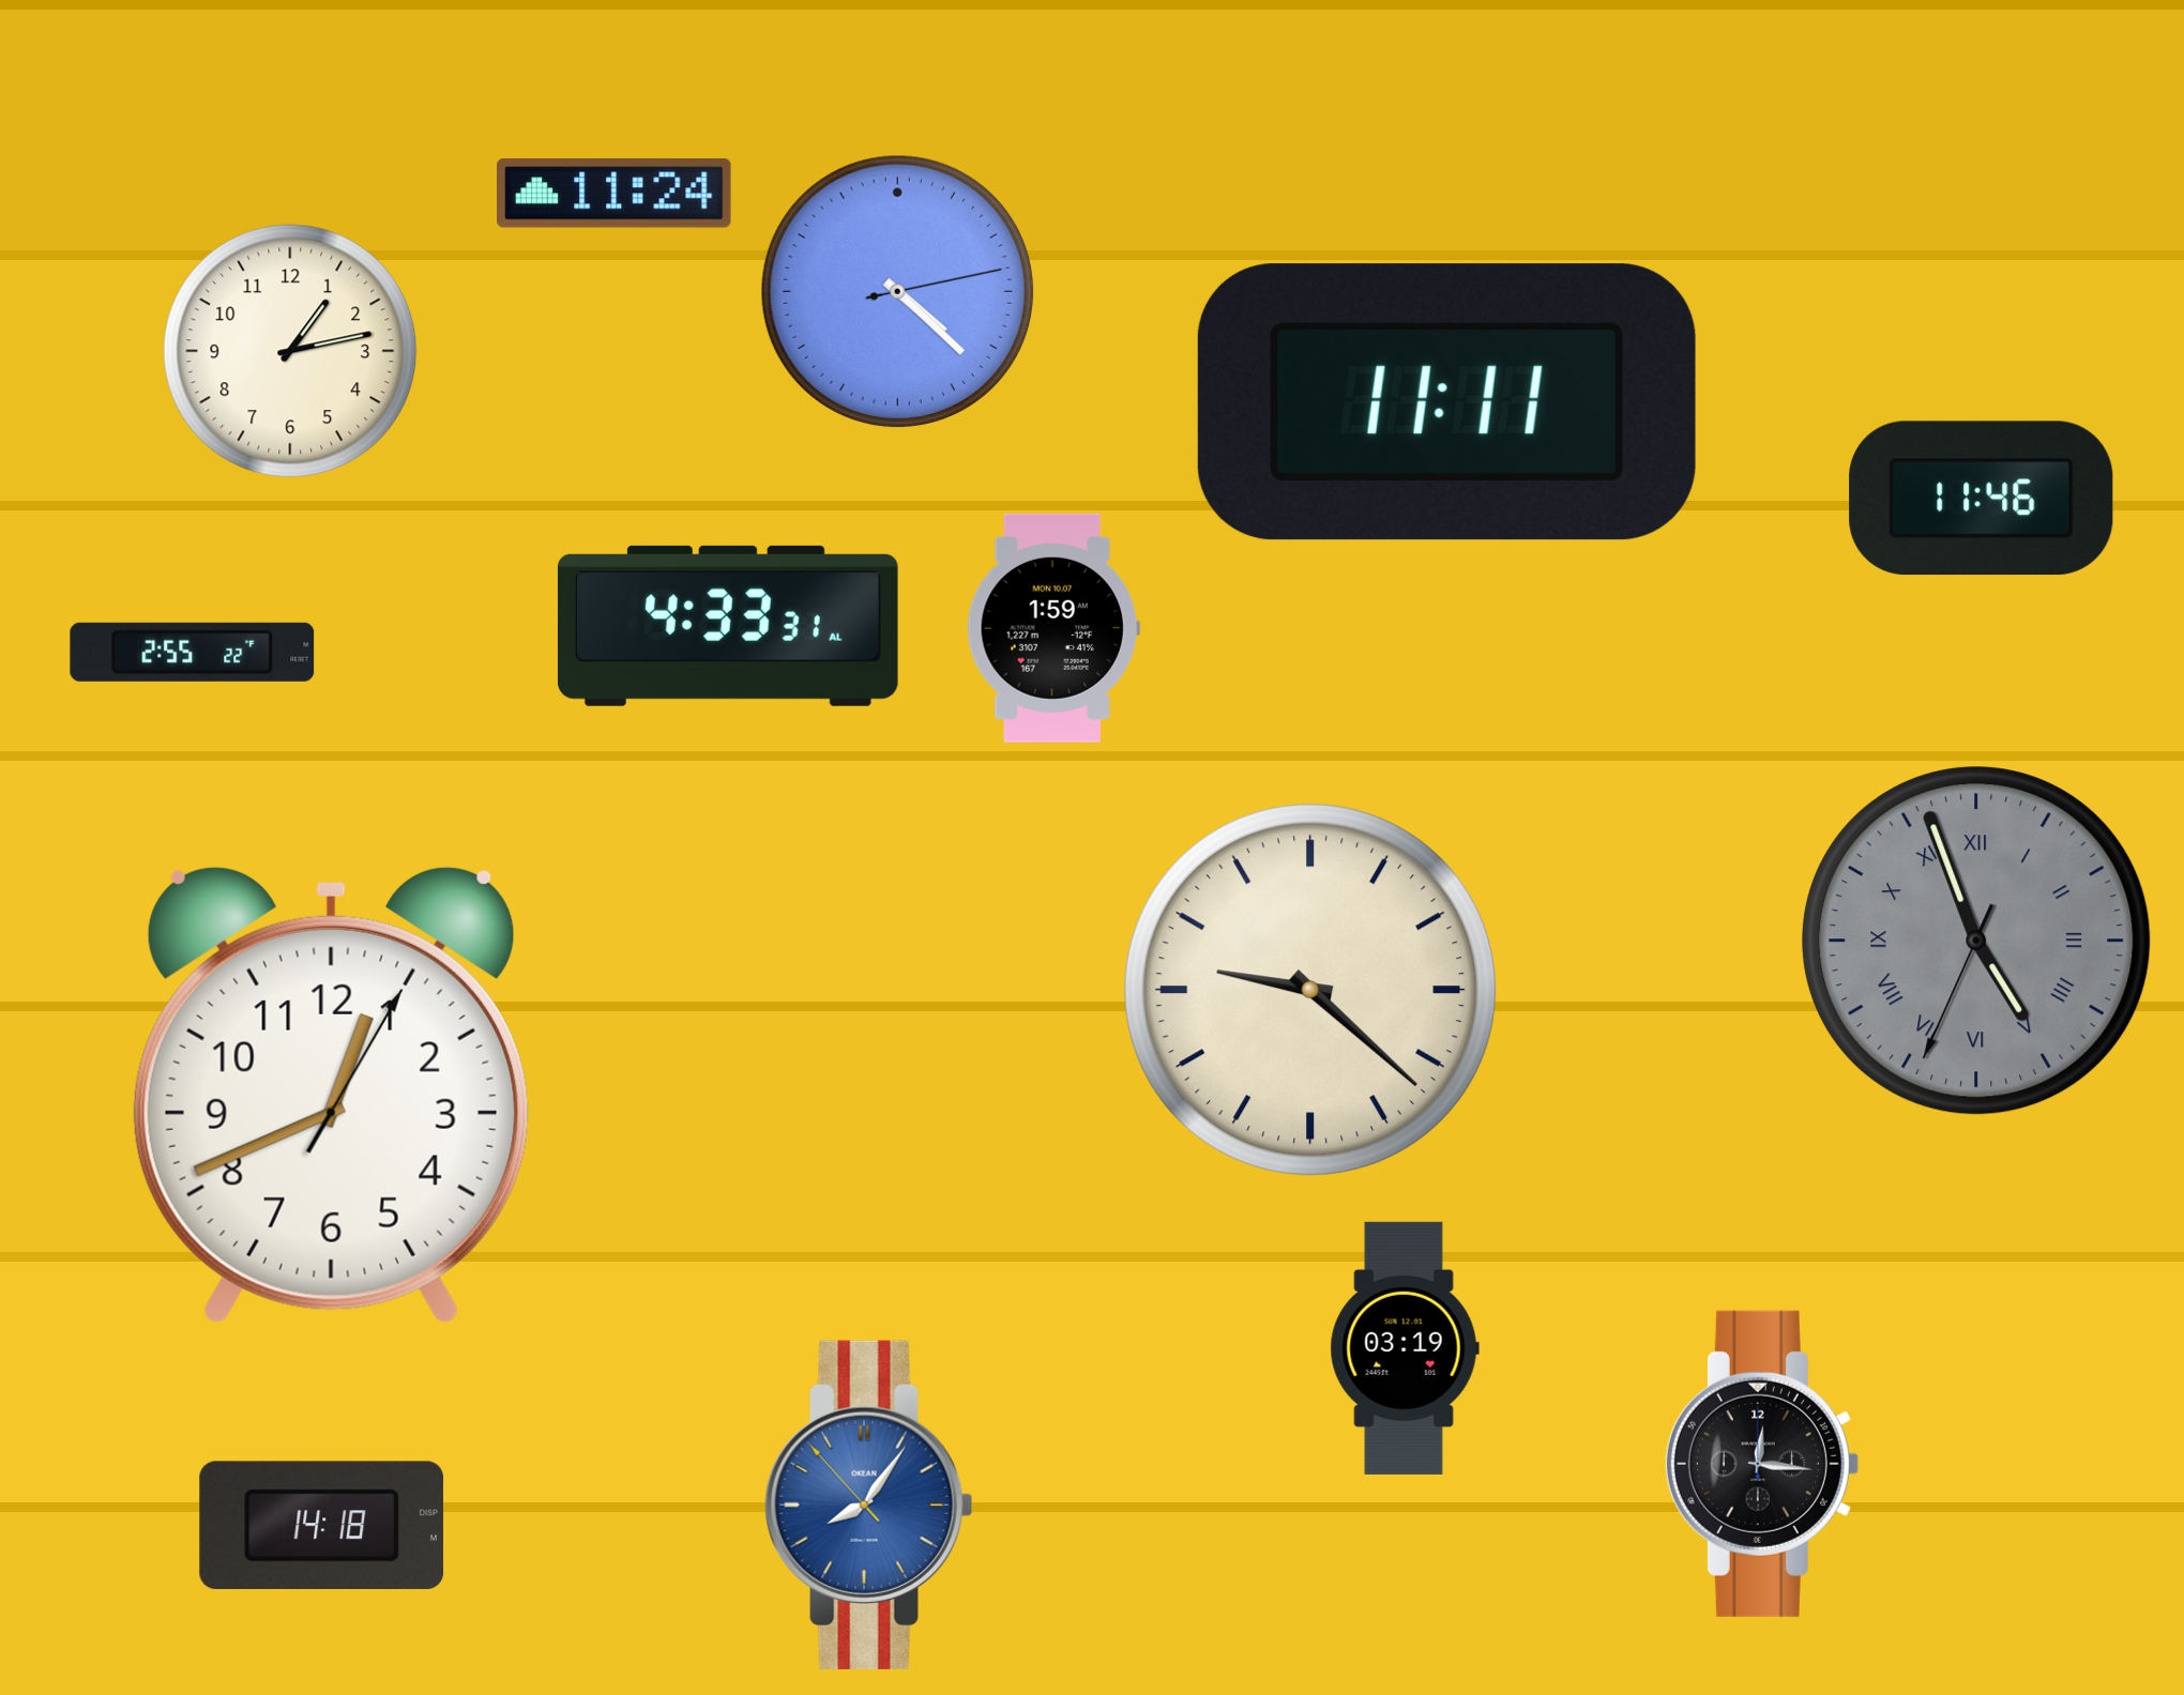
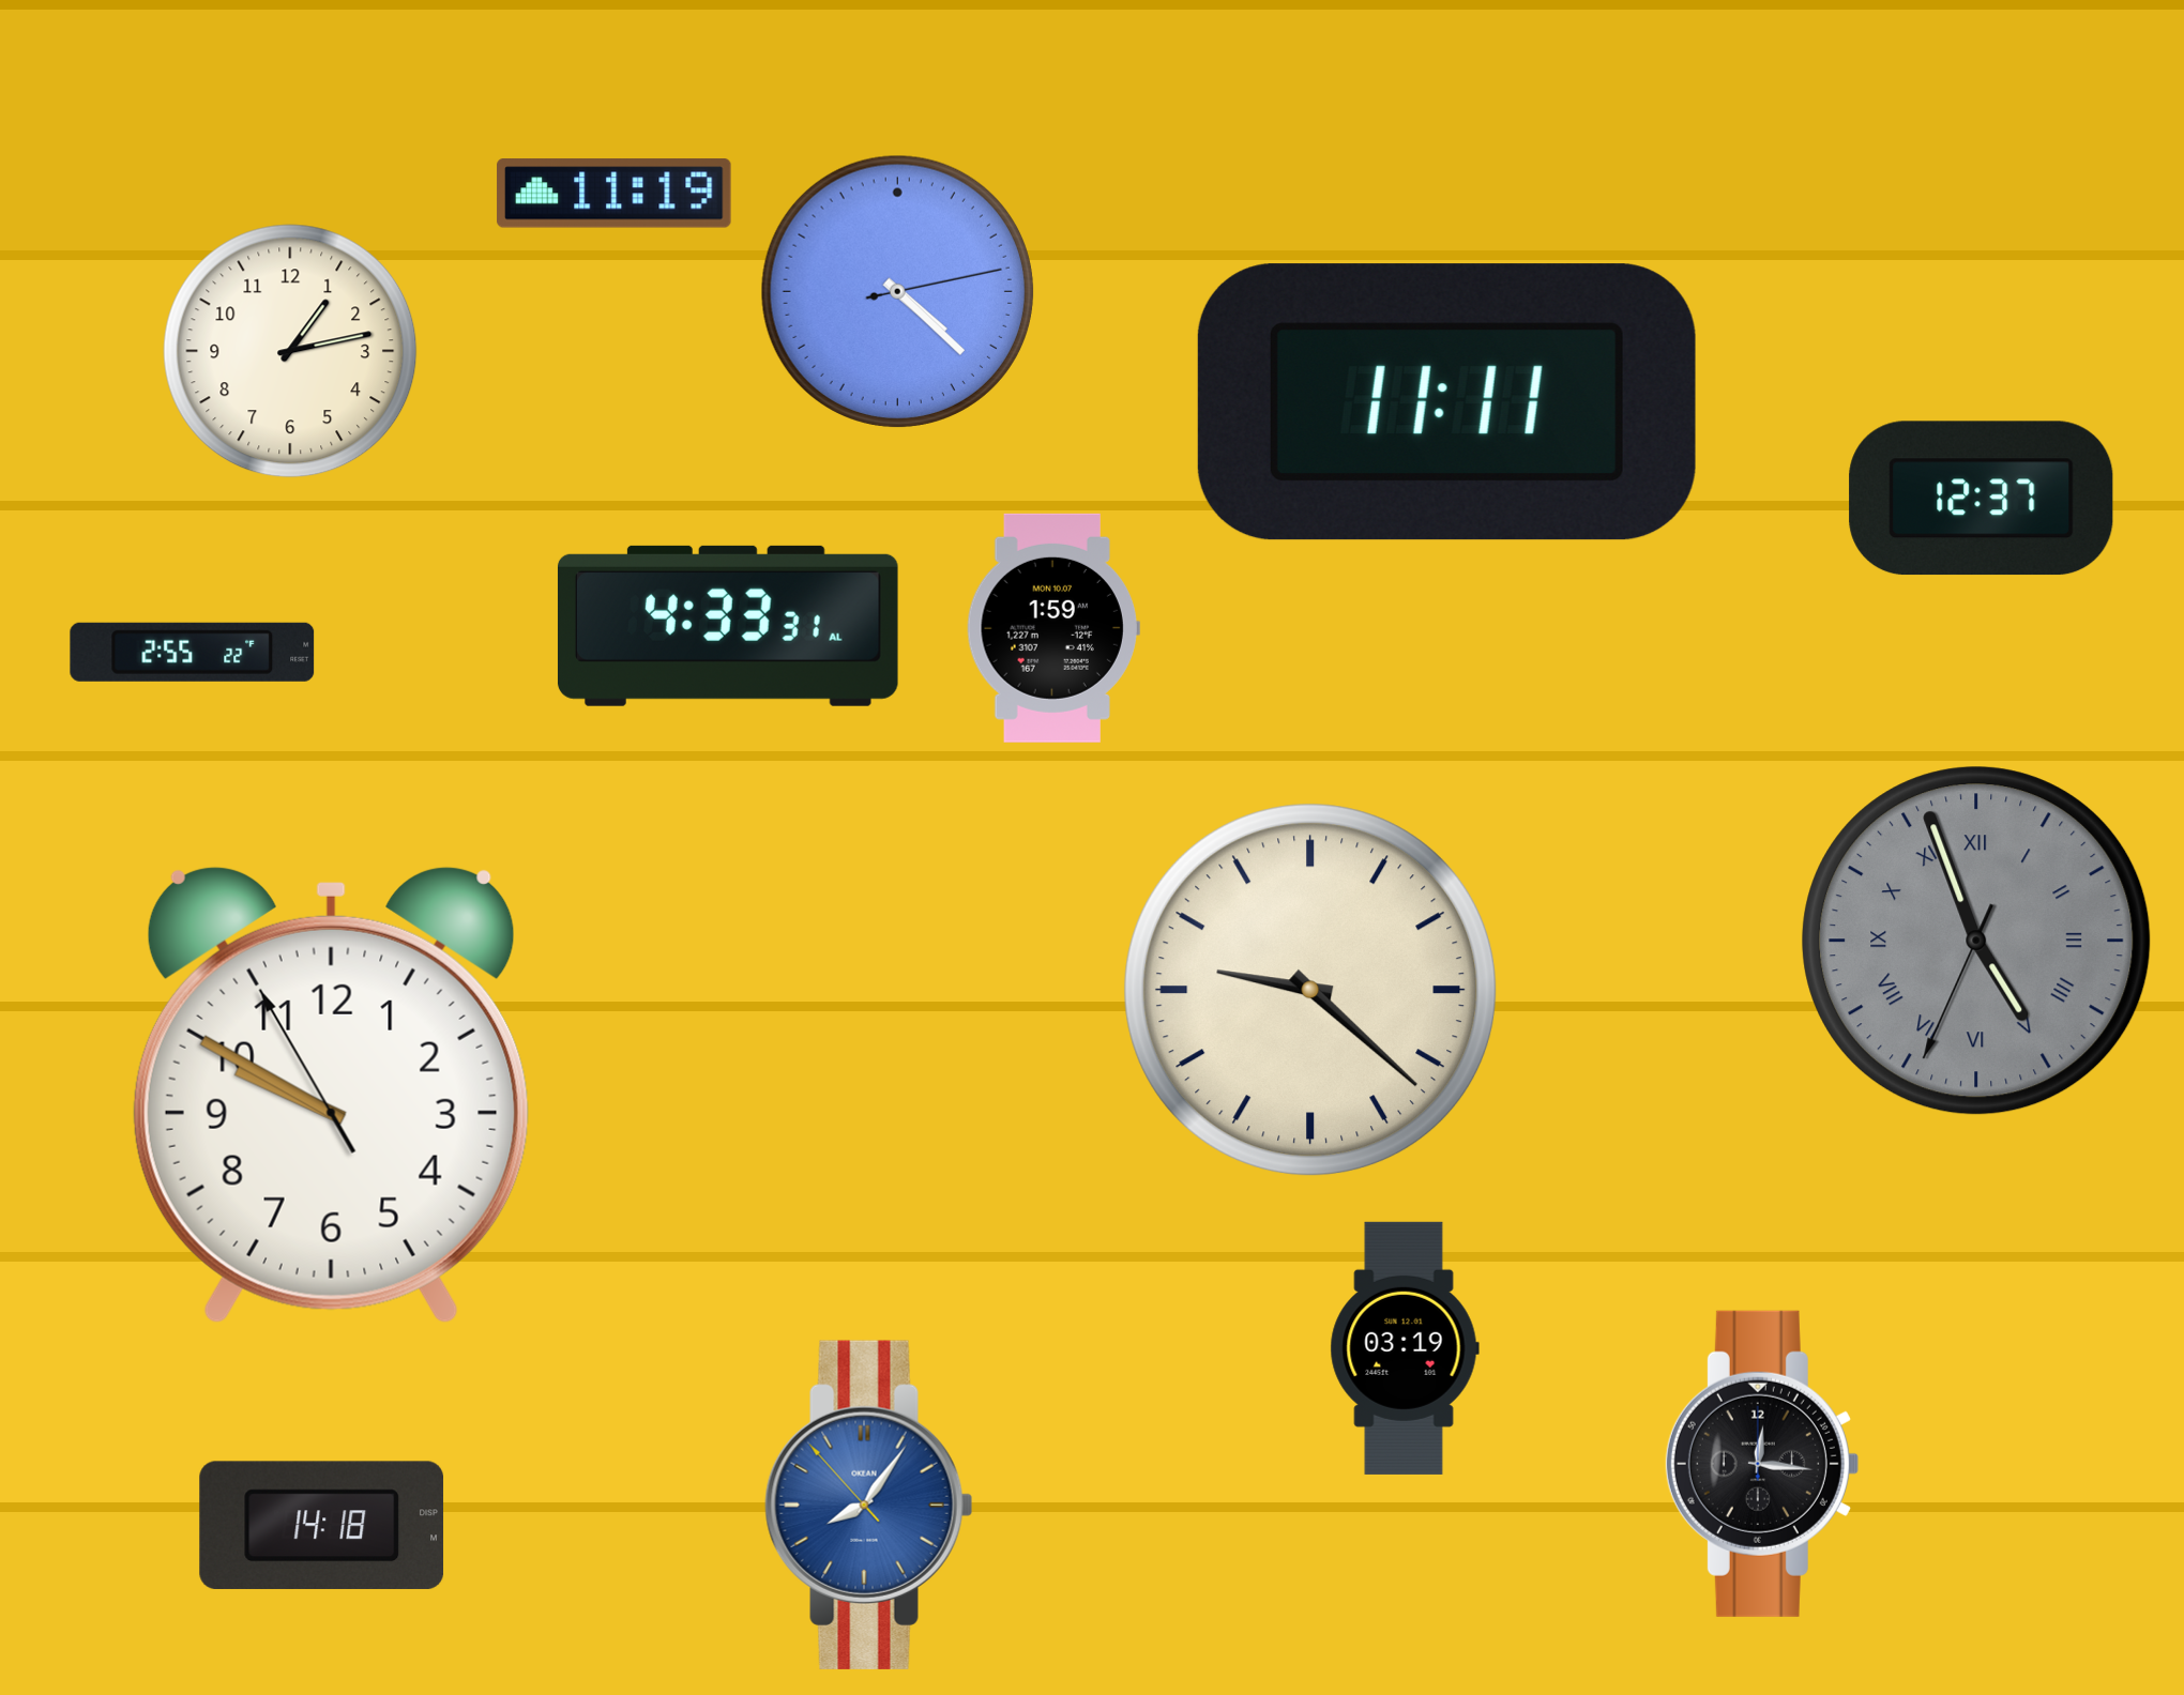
clock at (615, 194): 11:24 -> 11:19
clock at (1982, 499): 11:46 -> 12:37
clock at (331, 1095): 12:41 -> 9:49
